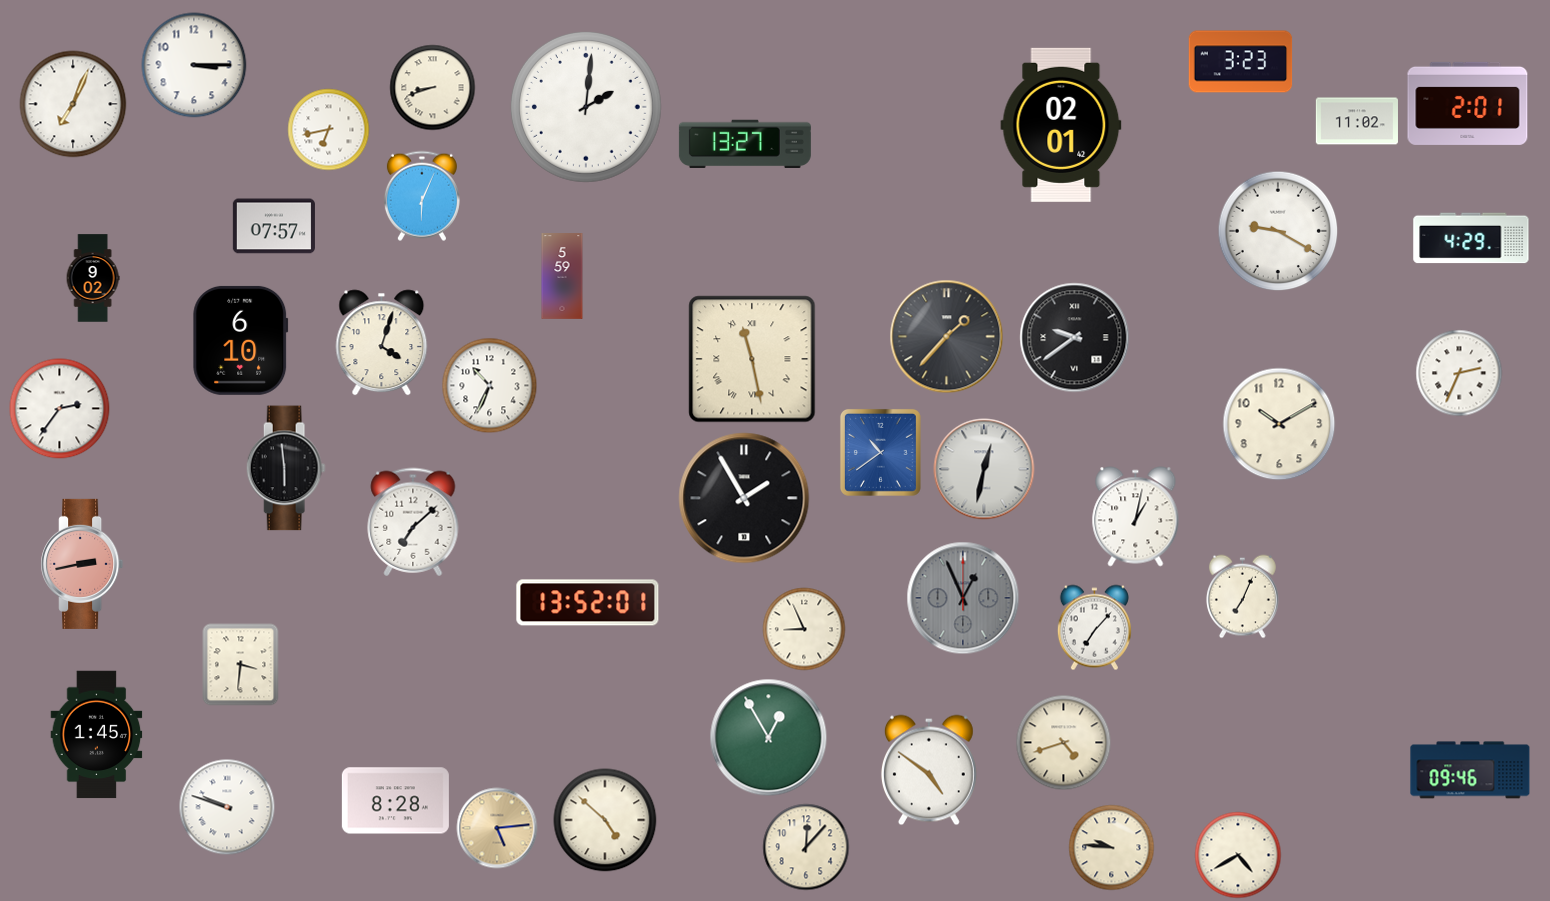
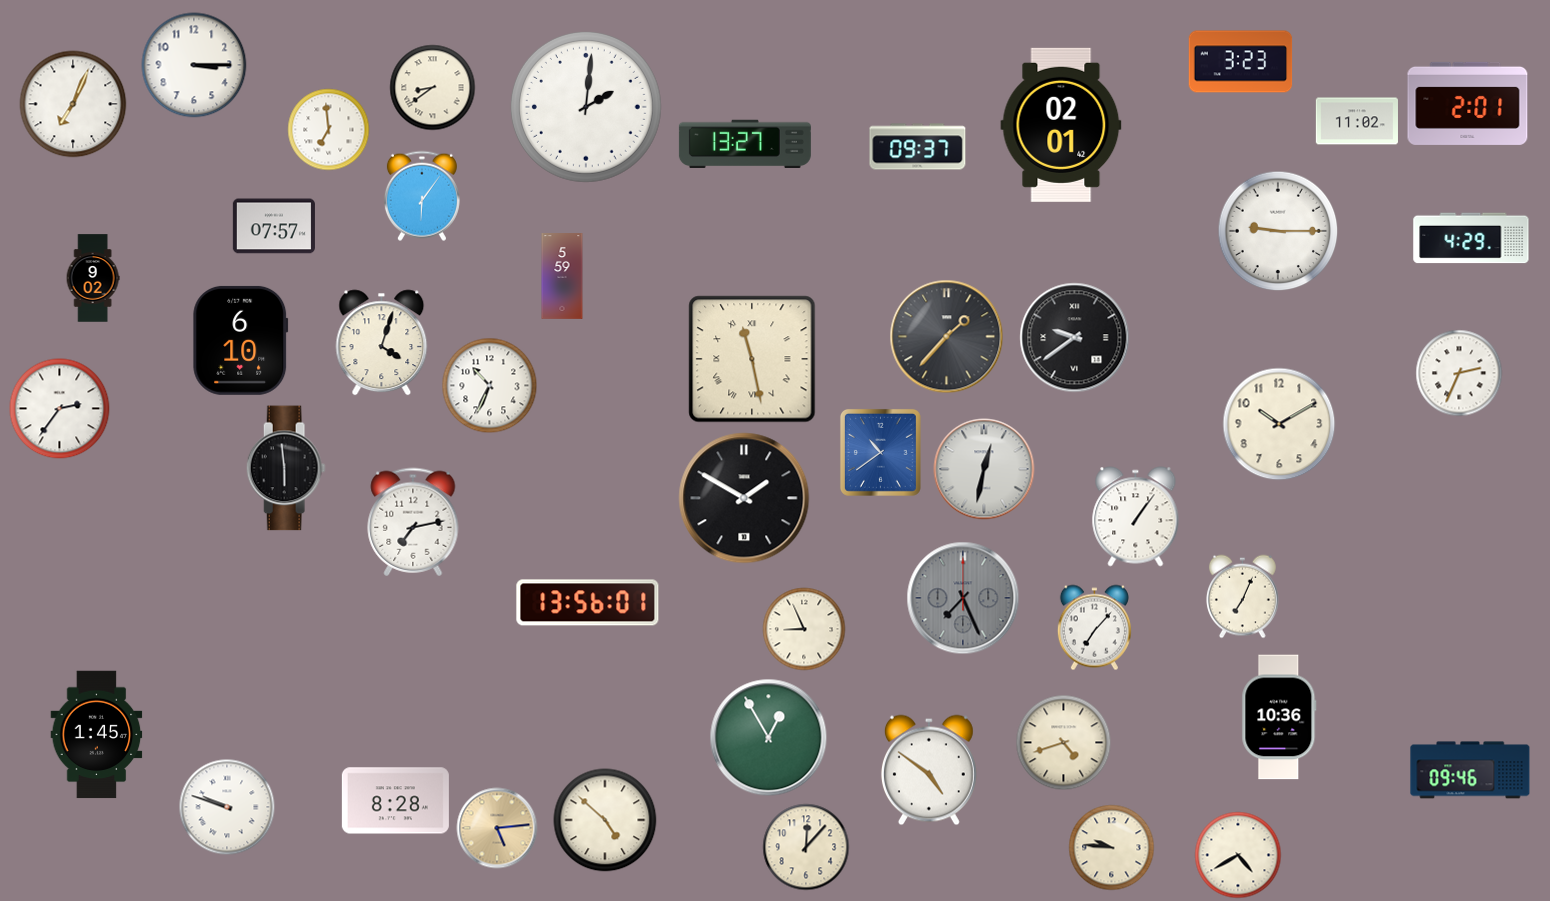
clock at (433, 88): 8:42 -> 8:39
clock at (329, 130): 6:43 -> 6:59
clock at (918, 147): none -> 09:37
clock at (422, 196): 6:04 -> 6:06
clock at (1278, 231): 9:20 -> 9:15
clock at (744, 498): 1:55 -> 1:50
clock at (1136, 517): 1:02 -> 1:06
clock at (413, 522): 7:08 -> 7:13
clock at (82, 564): 2:43 -> none
clock at (963, 598): 12:56 -> 7:26
clock at (588, 603): 13:52 -> 13:56
clock at (241, 665): 3:31 -> none
clock at (1279, 717): none -> 10:36
